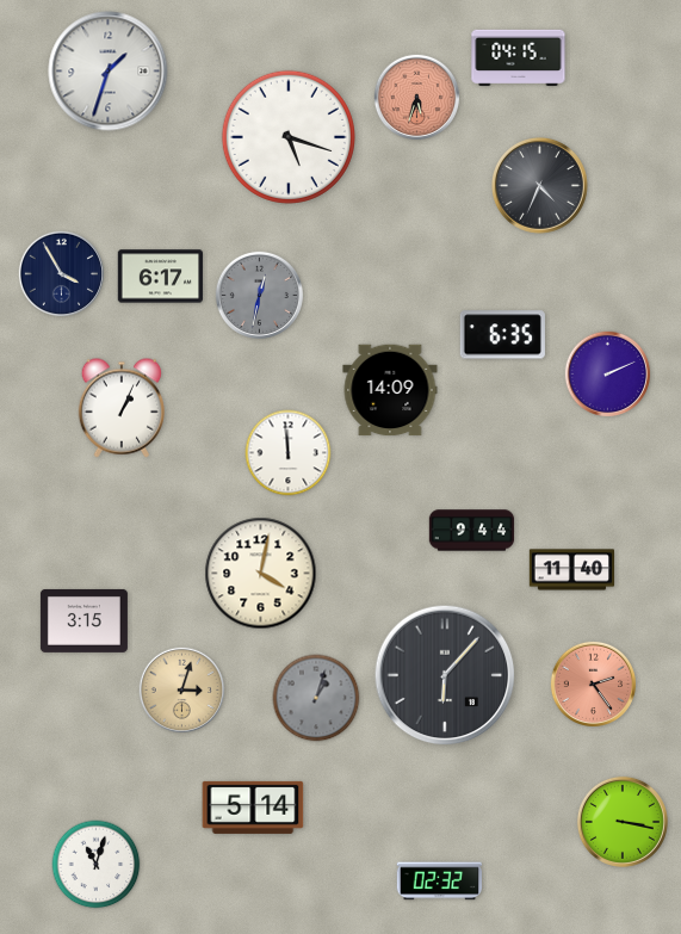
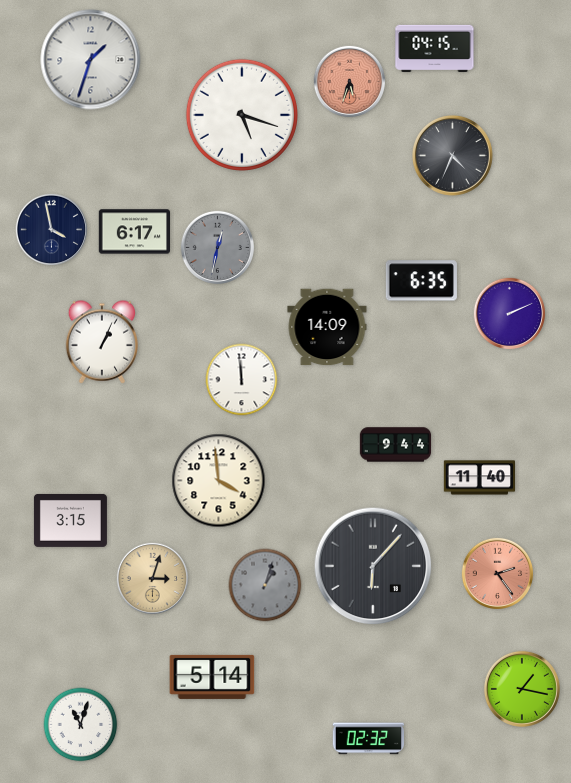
clock at (62, 274): 3:55 -> 3:58
clock at (261, 574): 4:02 -> 3:59
clock at (623, 822): 3:17 -> 1:17
